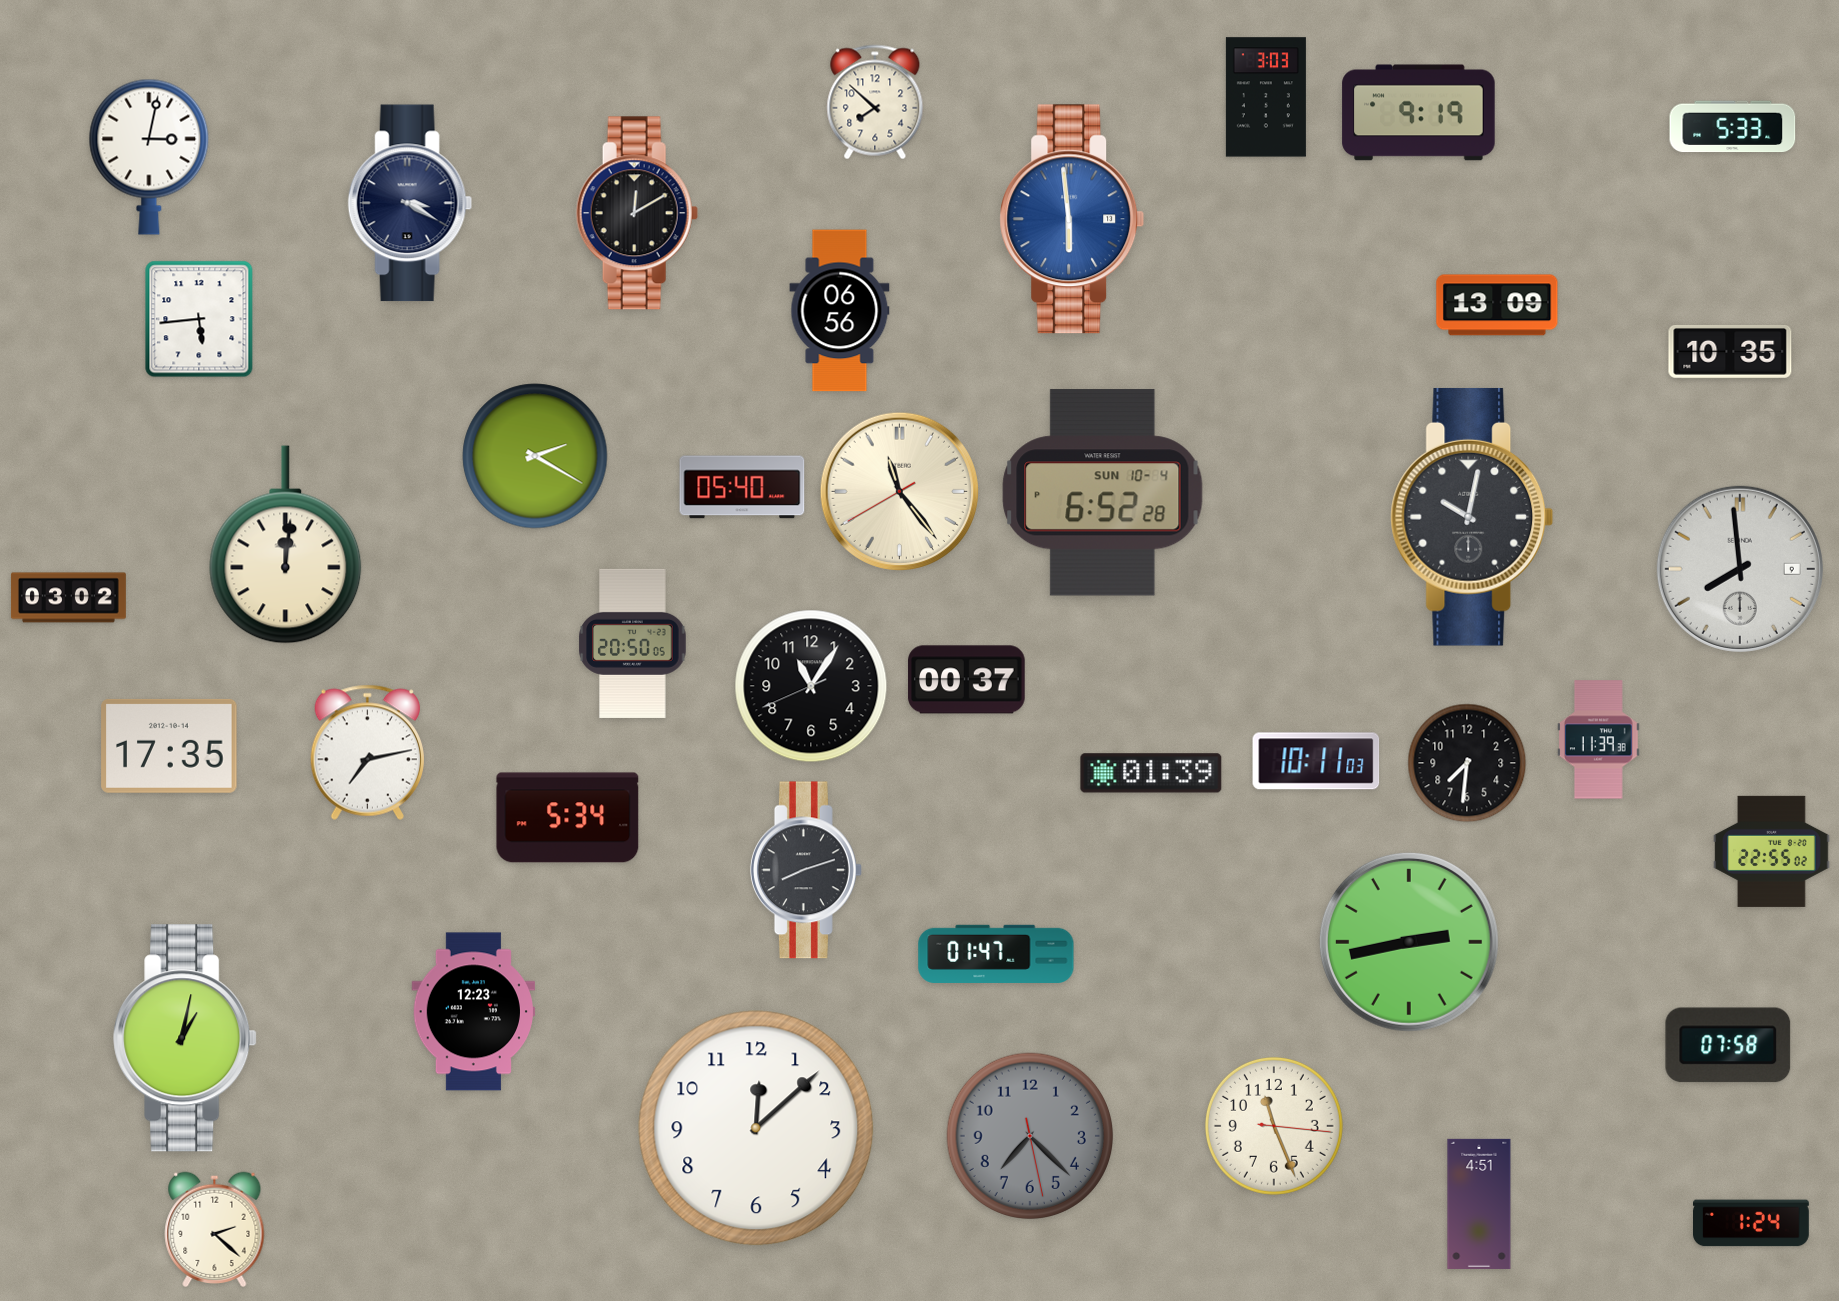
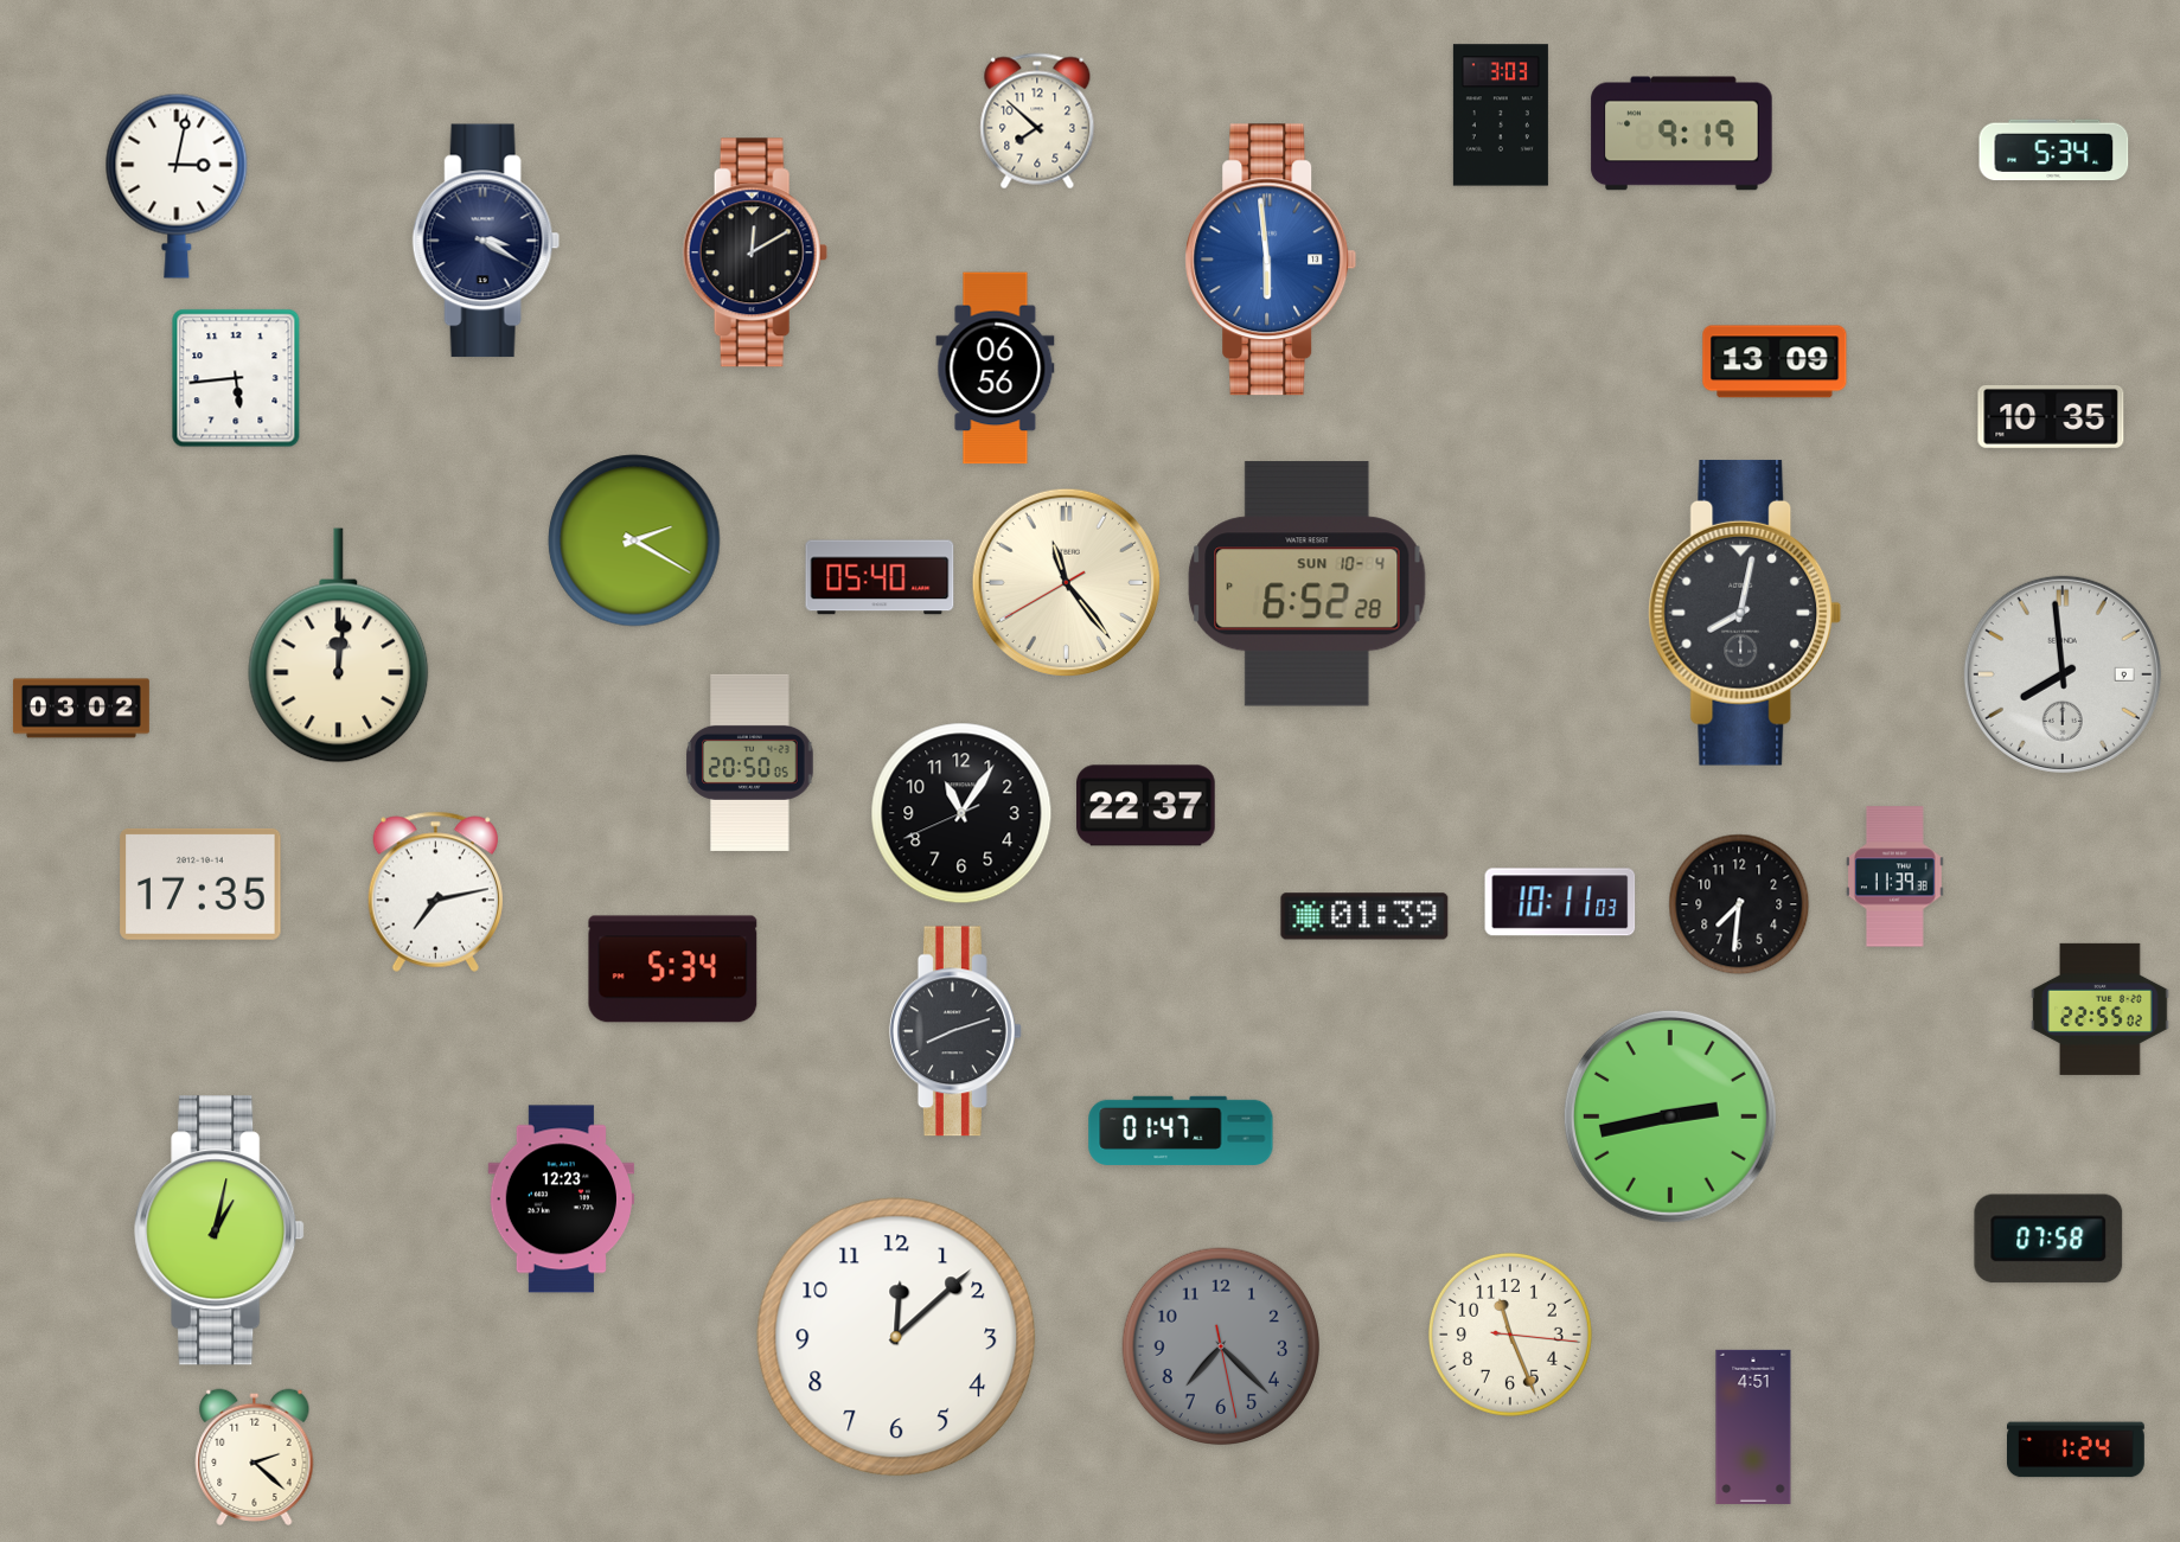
clock at (1733, 127): 5:33 -> 5:34
clock at (1472, 517): 10:02 -> 8:02
clock at (967, 680): 00:37 -> 22:37
